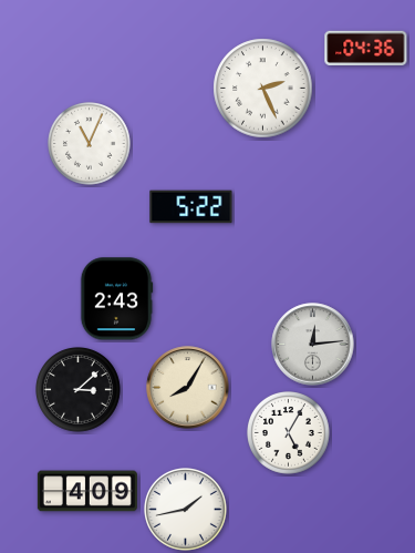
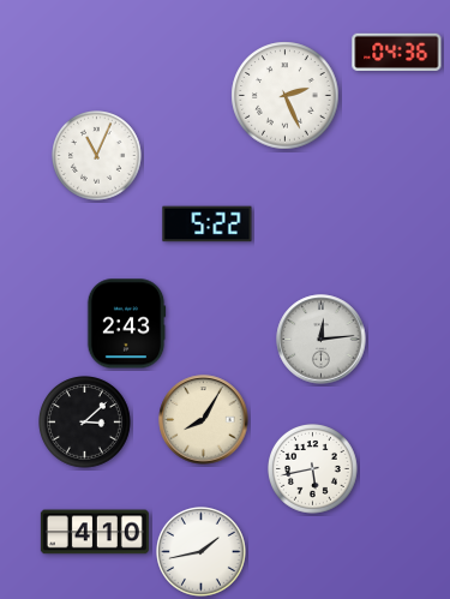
clock at (313, 345) position: (313, 345) -> (322, 340)
clock at (289, 433): 5:05 -> 5:43
clock at (87, 491): 4:09 -> 4:10
